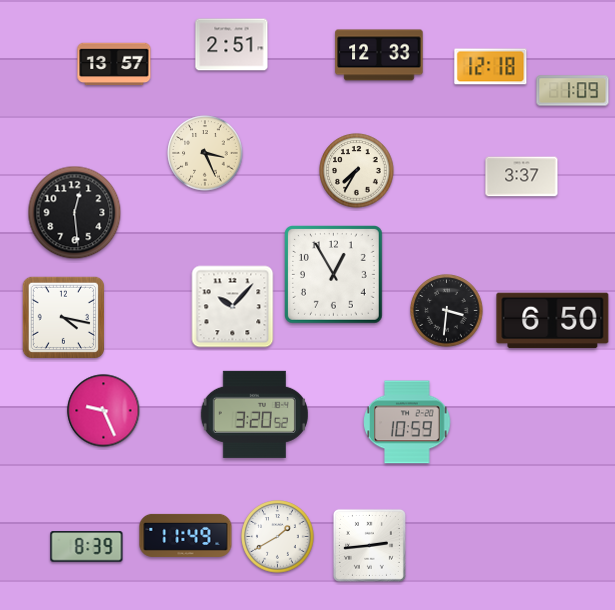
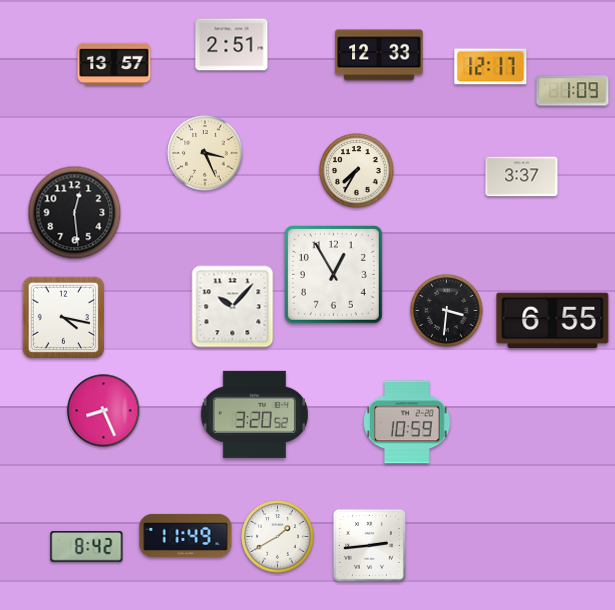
clock at (491, 67): 12:18 -> 12:17
clock at (553, 321): 6:50 -> 6:55
clock at (104, 411): 9:26 -> 8:26
clock at (87, 547): 8:39 -> 8:42
